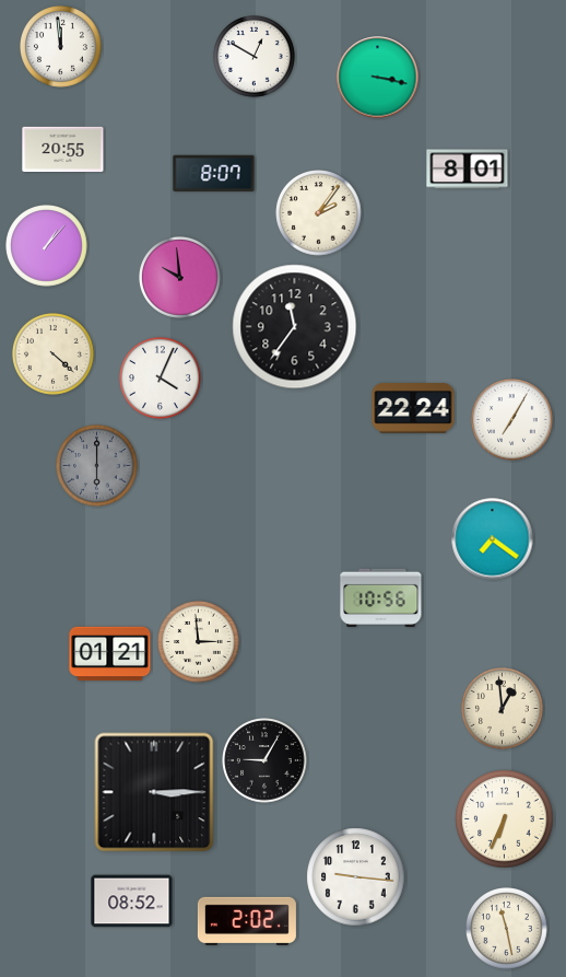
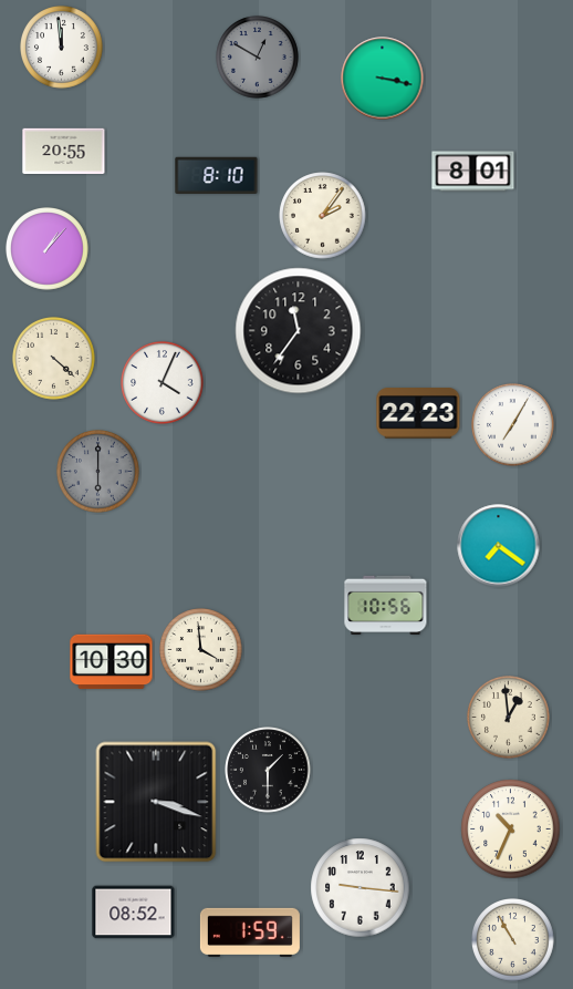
clock at (255, 57) dial: white -> grey
clock at (214, 173): 8:07 -> 8:10
clock at (180, 278): 9:59 -> none
clock at (413, 408): 22:24 -> 22:23
clock at (512, 420) position: (512, 420) -> (513, 425)
clock at (199, 642): 2:59 -> 3:59
clock at (110, 654): 01:21 -> 10:30
clock at (264, 760): 9:05 -> 1:30
clock at (154, 792): 3:15 -> 3:18
clock at (505, 819): 6:34 -> 10:34
clock at (247, 921): 2:02 -> 1:59
clock at (507, 929): 11:28 -> 10:55
